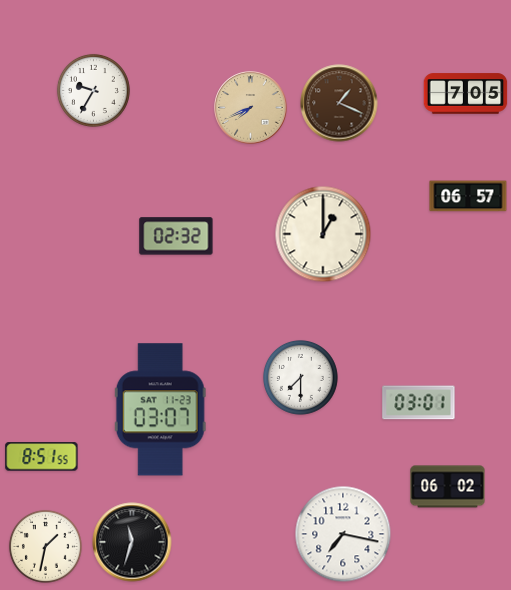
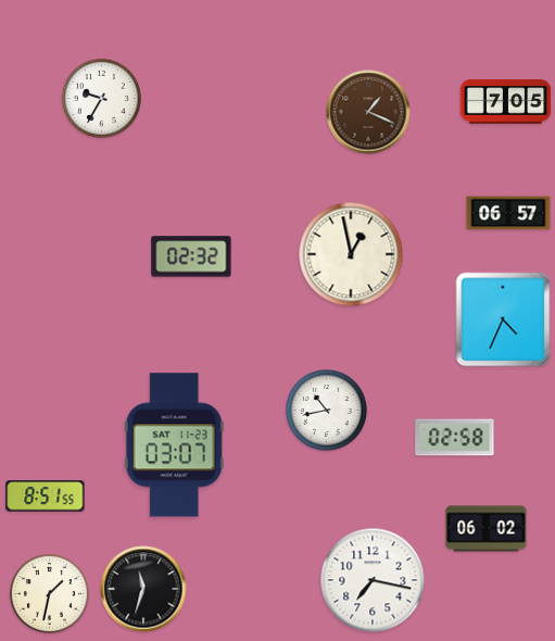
clock at (251, 108): 7:41 -> none
clock at (323, 234): 1:00 -> 12:58
clock at (503, 319): none -> 4:34
clock at (300, 377): 7:30 -> 10:43
clock at (419, 403): 03:01 -> 02:58
